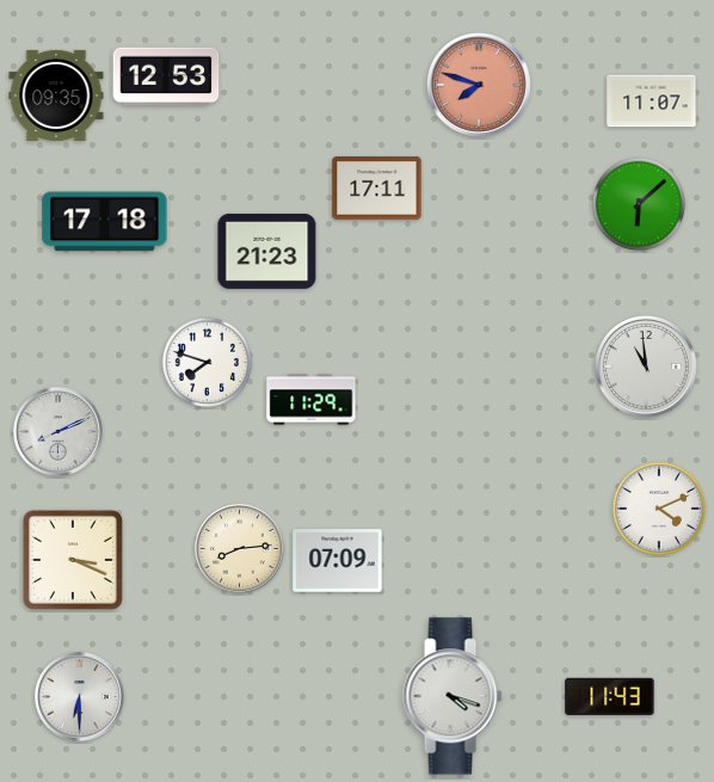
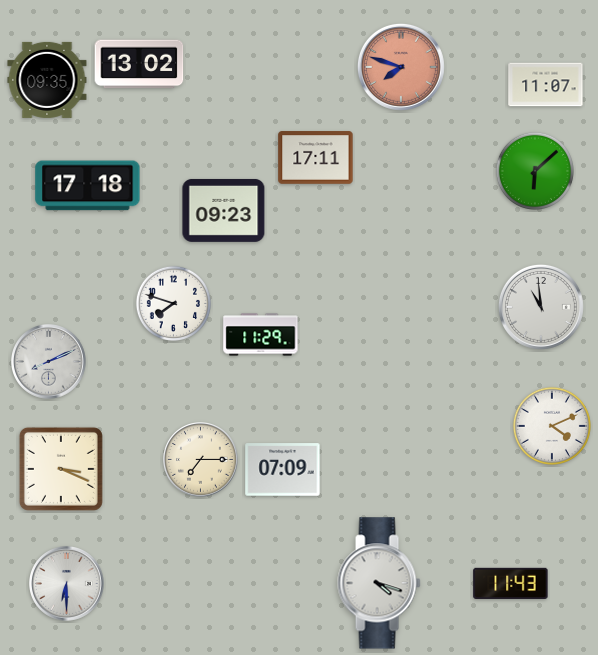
clock at (166, 76): 12:53 -> 13:02
clock at (479, 85) position: (479, 85) -> (401, 67)
clock at (267, 251): 21:23 -> 09:23
clock at (240, 549): 8:14 -> 7:15
